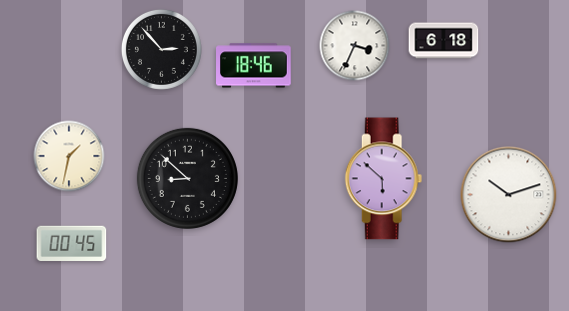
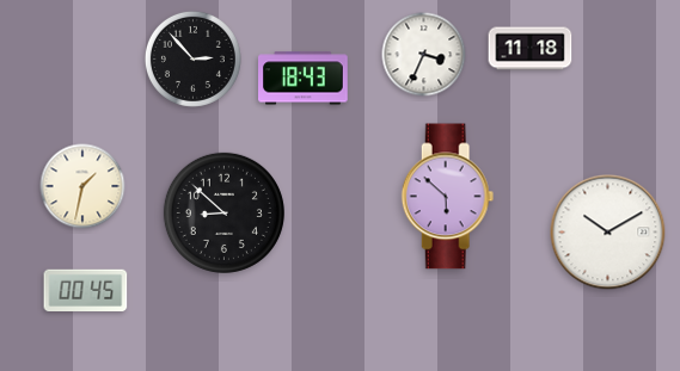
clock at (444, 41): 6:18 -> 11:18
clock at (254, 66): 18:46 -> 18:43
clock at (384, 179) position: (384, 179) -> (448, 197)
clock at (509, 195): 10:12 -> 10:10
